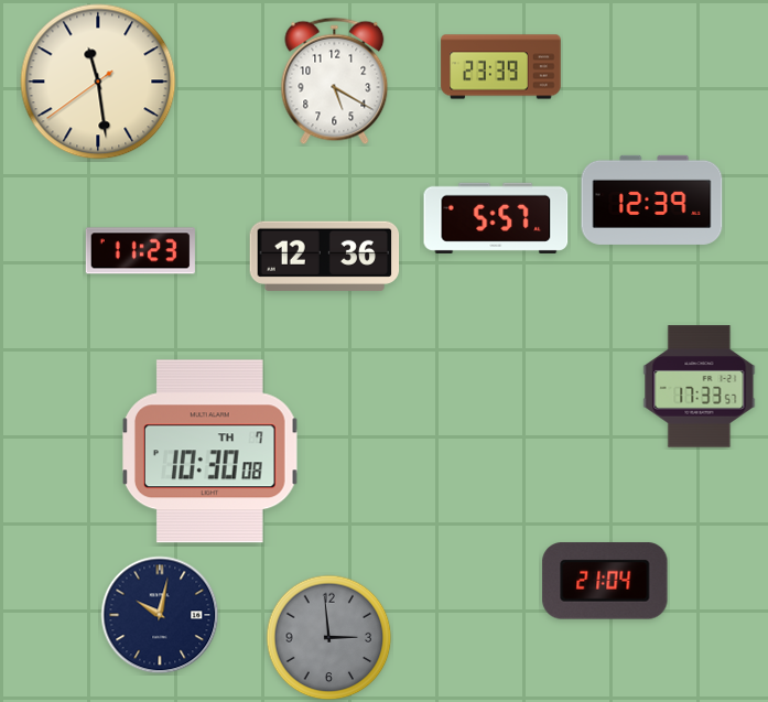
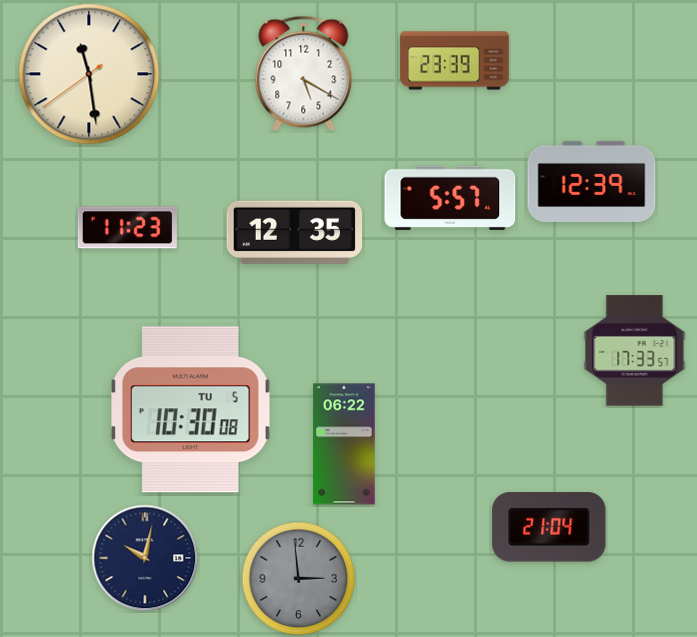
clock at (325, 256): 12:36 -> 12:35
clock at (210, 452) date: TH 7 -> TU 5
clock at (344, 444): none -> 06:22
